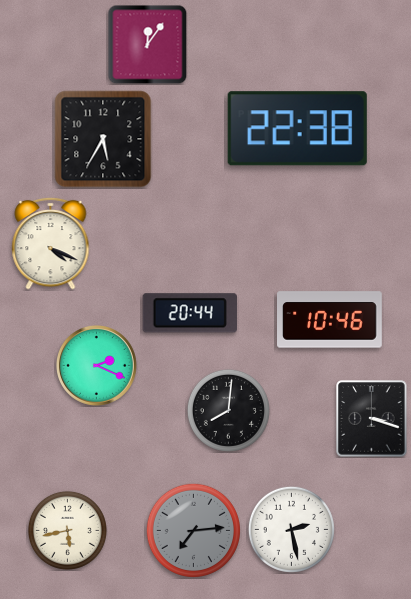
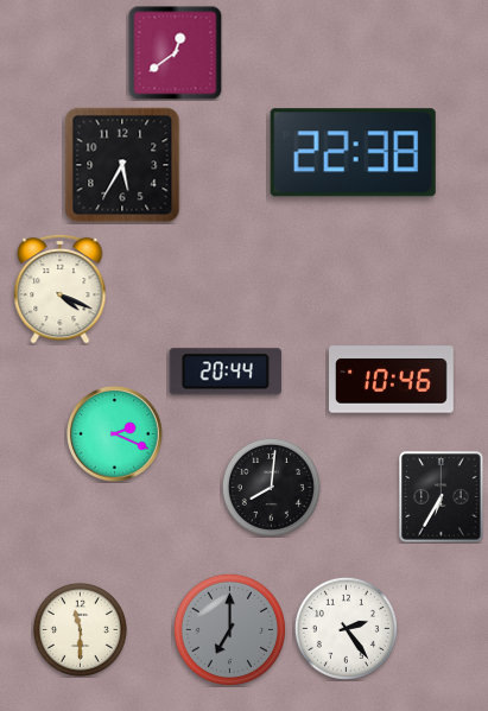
clock at (147, 44): 12:06 -> 12:39
clock at (372, 419): 3:18 -> 6:35
clock at (291, 529): 2:28 -> 2:24
clock at (67, 530): 5:43 -> 11:30
clock at (193, 530): 7:14 -> 7:00
